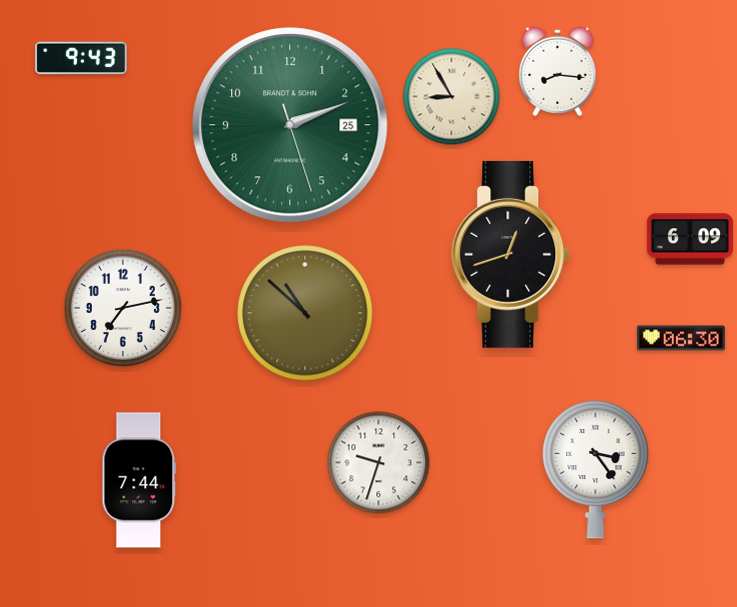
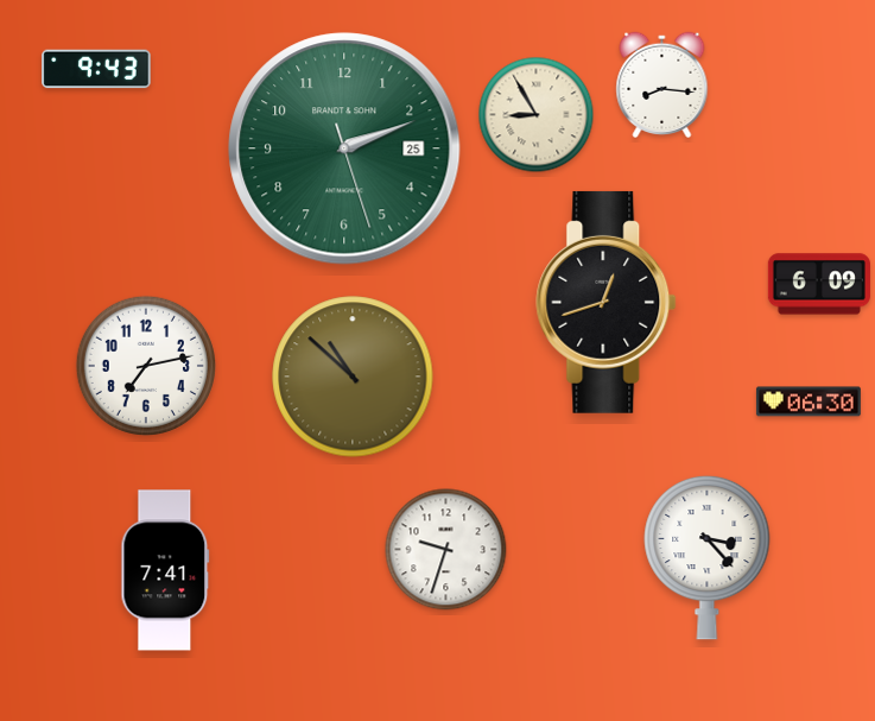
clock at (305, 313) position: (305, 313) -> (353, 377)
clock at (379, 463) position: (379, 463) -> (446, 550)
clock at (596, 469): 3:24 -> 3:23
clock at (139, 480): 7:44 -> 7:41
